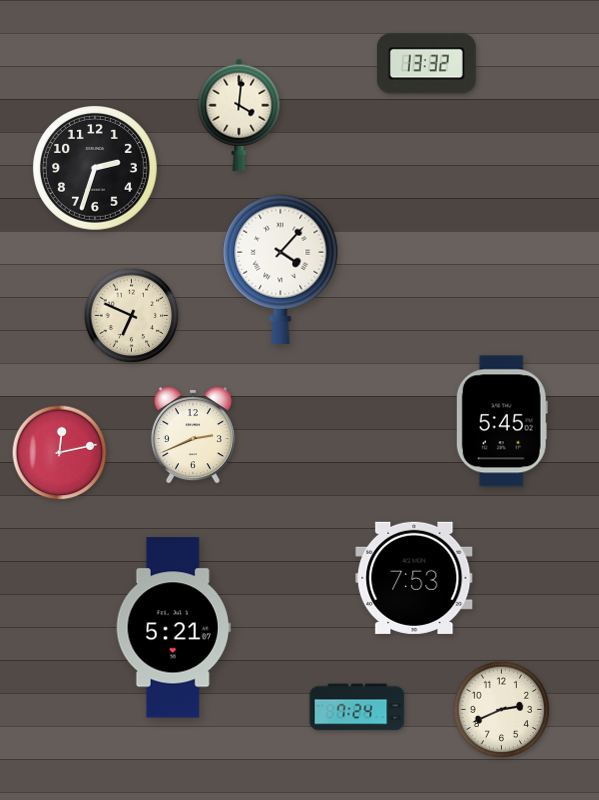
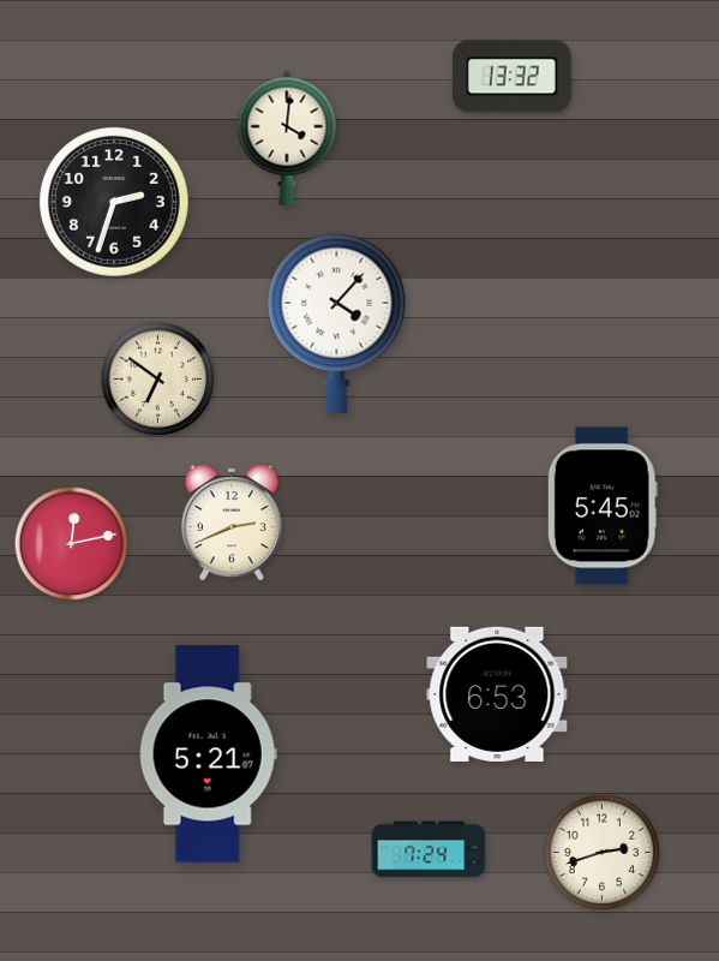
clock at (132, 316): 6:49 -> 6:51
clock at (414, 578): 7:53 -> 6:53
clock at (502, 710): 2:41 -> 2:42
